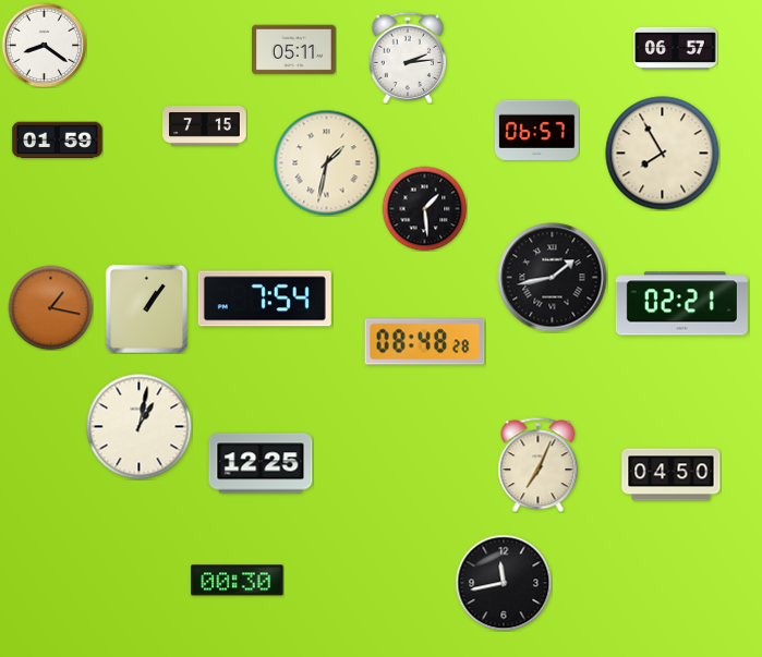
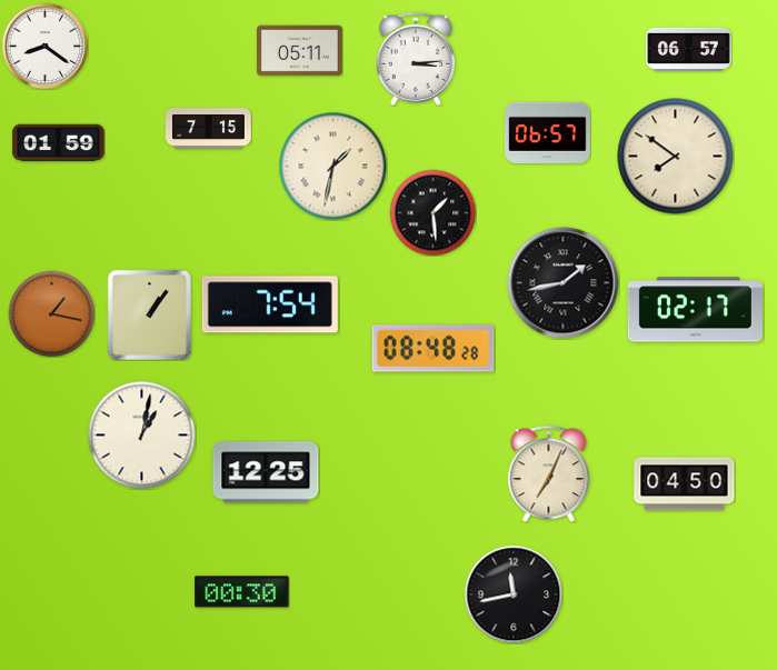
clock at (408, 57): 2:14 -> 3:14
clock at (663, 154): 7:55 -> 7:51
clock at (681, 304): 02:21 -> 02:17
